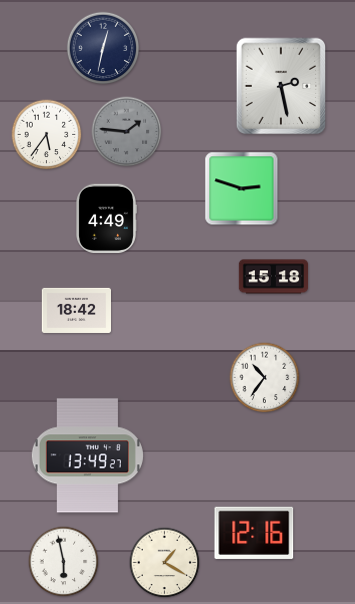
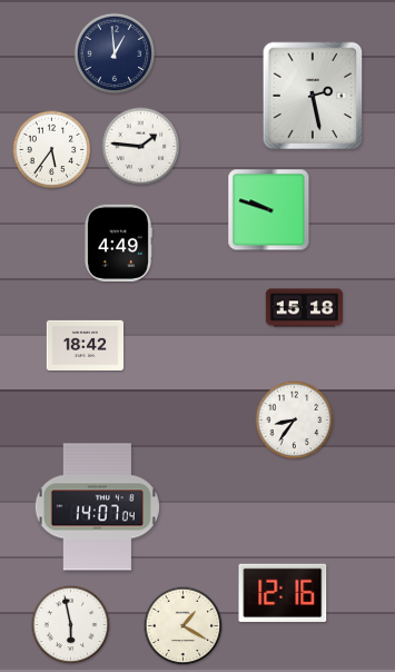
clock at (103, 48): 12:32 -> 12:59
clock at (127, 132) dial: grey -> white
clock at (242, 189): 2:48 -> 9:48
clock at (265, 378): 10:36 -> 8:36
clock at (87, 456): 13:49 -> 14:07
